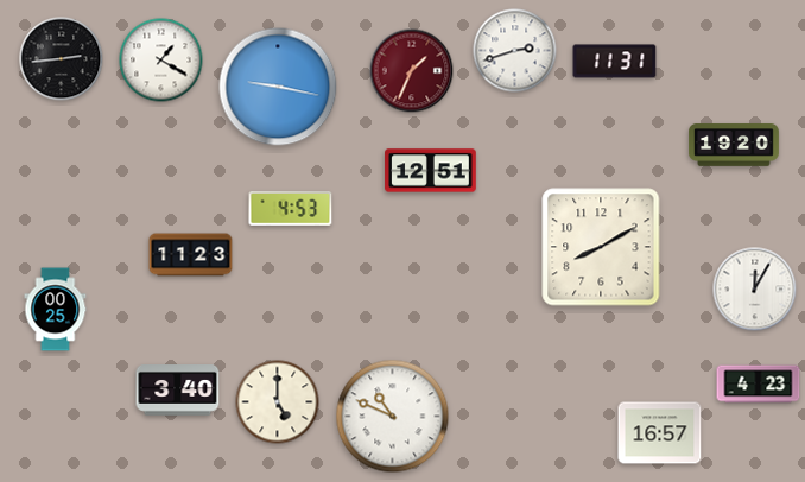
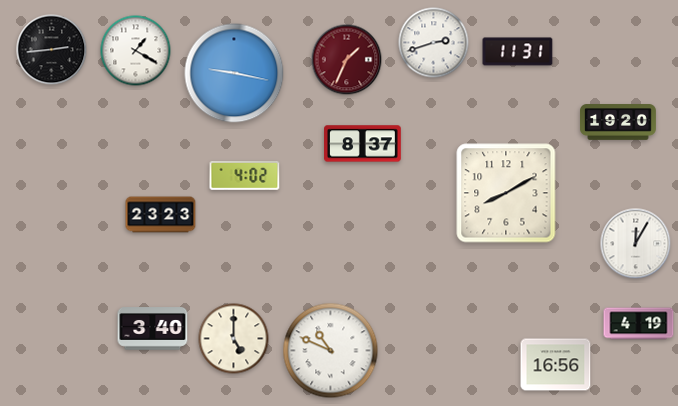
clock at (431, 171): 12:51 -> 8:37
clock at (291, 209): 4:53 -> 4:02
clock at (601, 247) position: (601, 247) -> (506, 193)
clock at (191, 255): 11:23 -> 23:23
clock at (56, 310): 00:25 -> none
clock at (759, 385): 4:23 -> 4:19
clock at (178, 391) position: (178, 391) -> (153, 329)
clock at (660, 433): 16:57 -> 16:56
